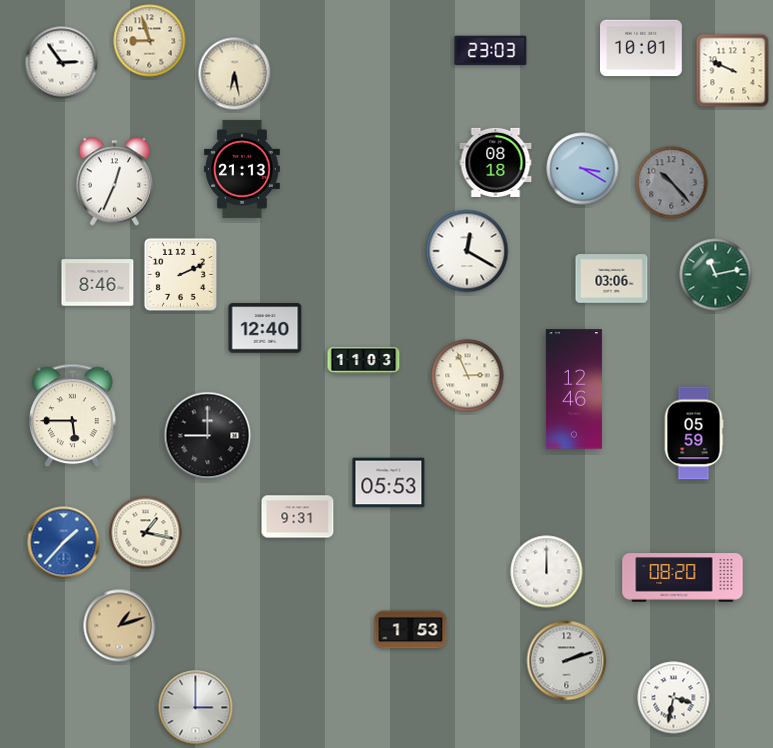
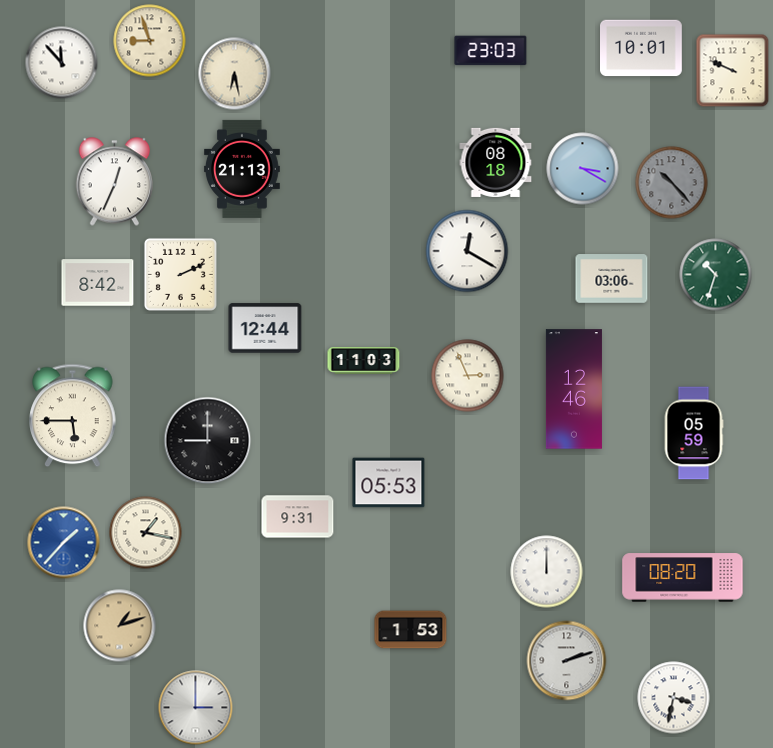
clock at (62, 63): 2:54 -> 11:53
clock at (716, 275): 11:13 -> 10:33
clock at (98, 283): 8:46 -> 8:42
clock at (265, 328): 12:40 -> 12:44
clock at (208, 436) position: (208, 436) -> (208, 441)
